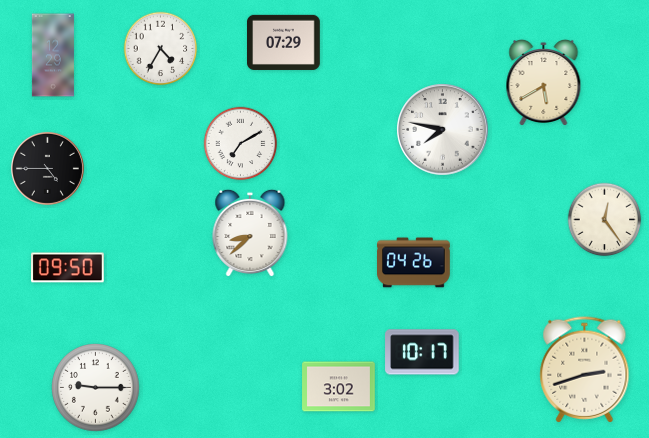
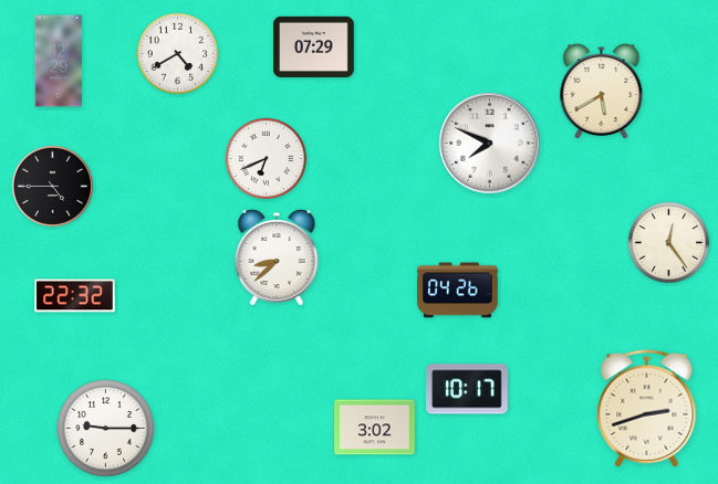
clock at (161, 49): 4:35 -> 4:40
clock at (443, 130): 7:47 -> 7:49
clock at (241, 144): 7:10 -> 6:41
clock at (68, 268): 09:50 -> 22:32
